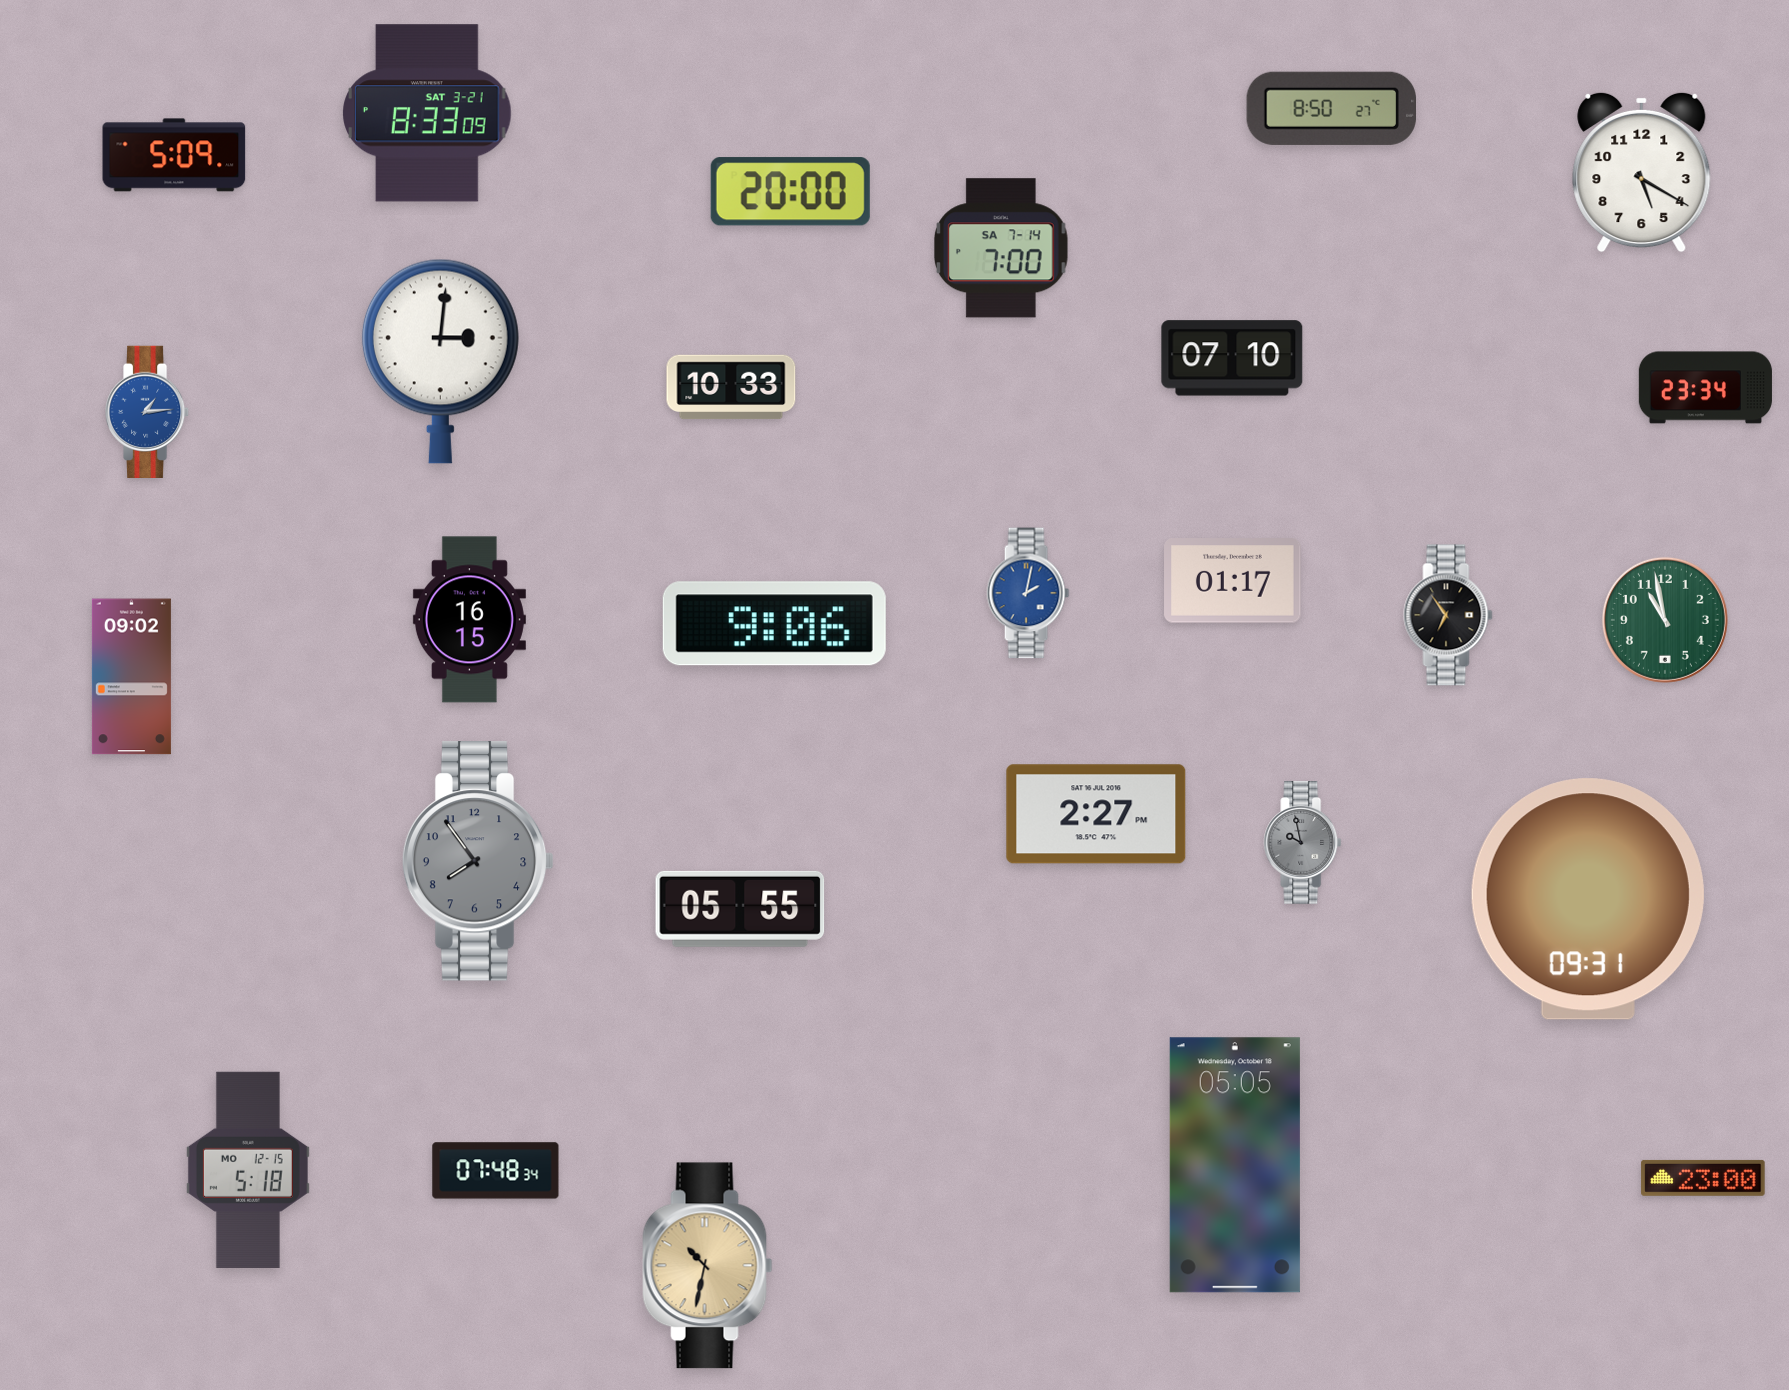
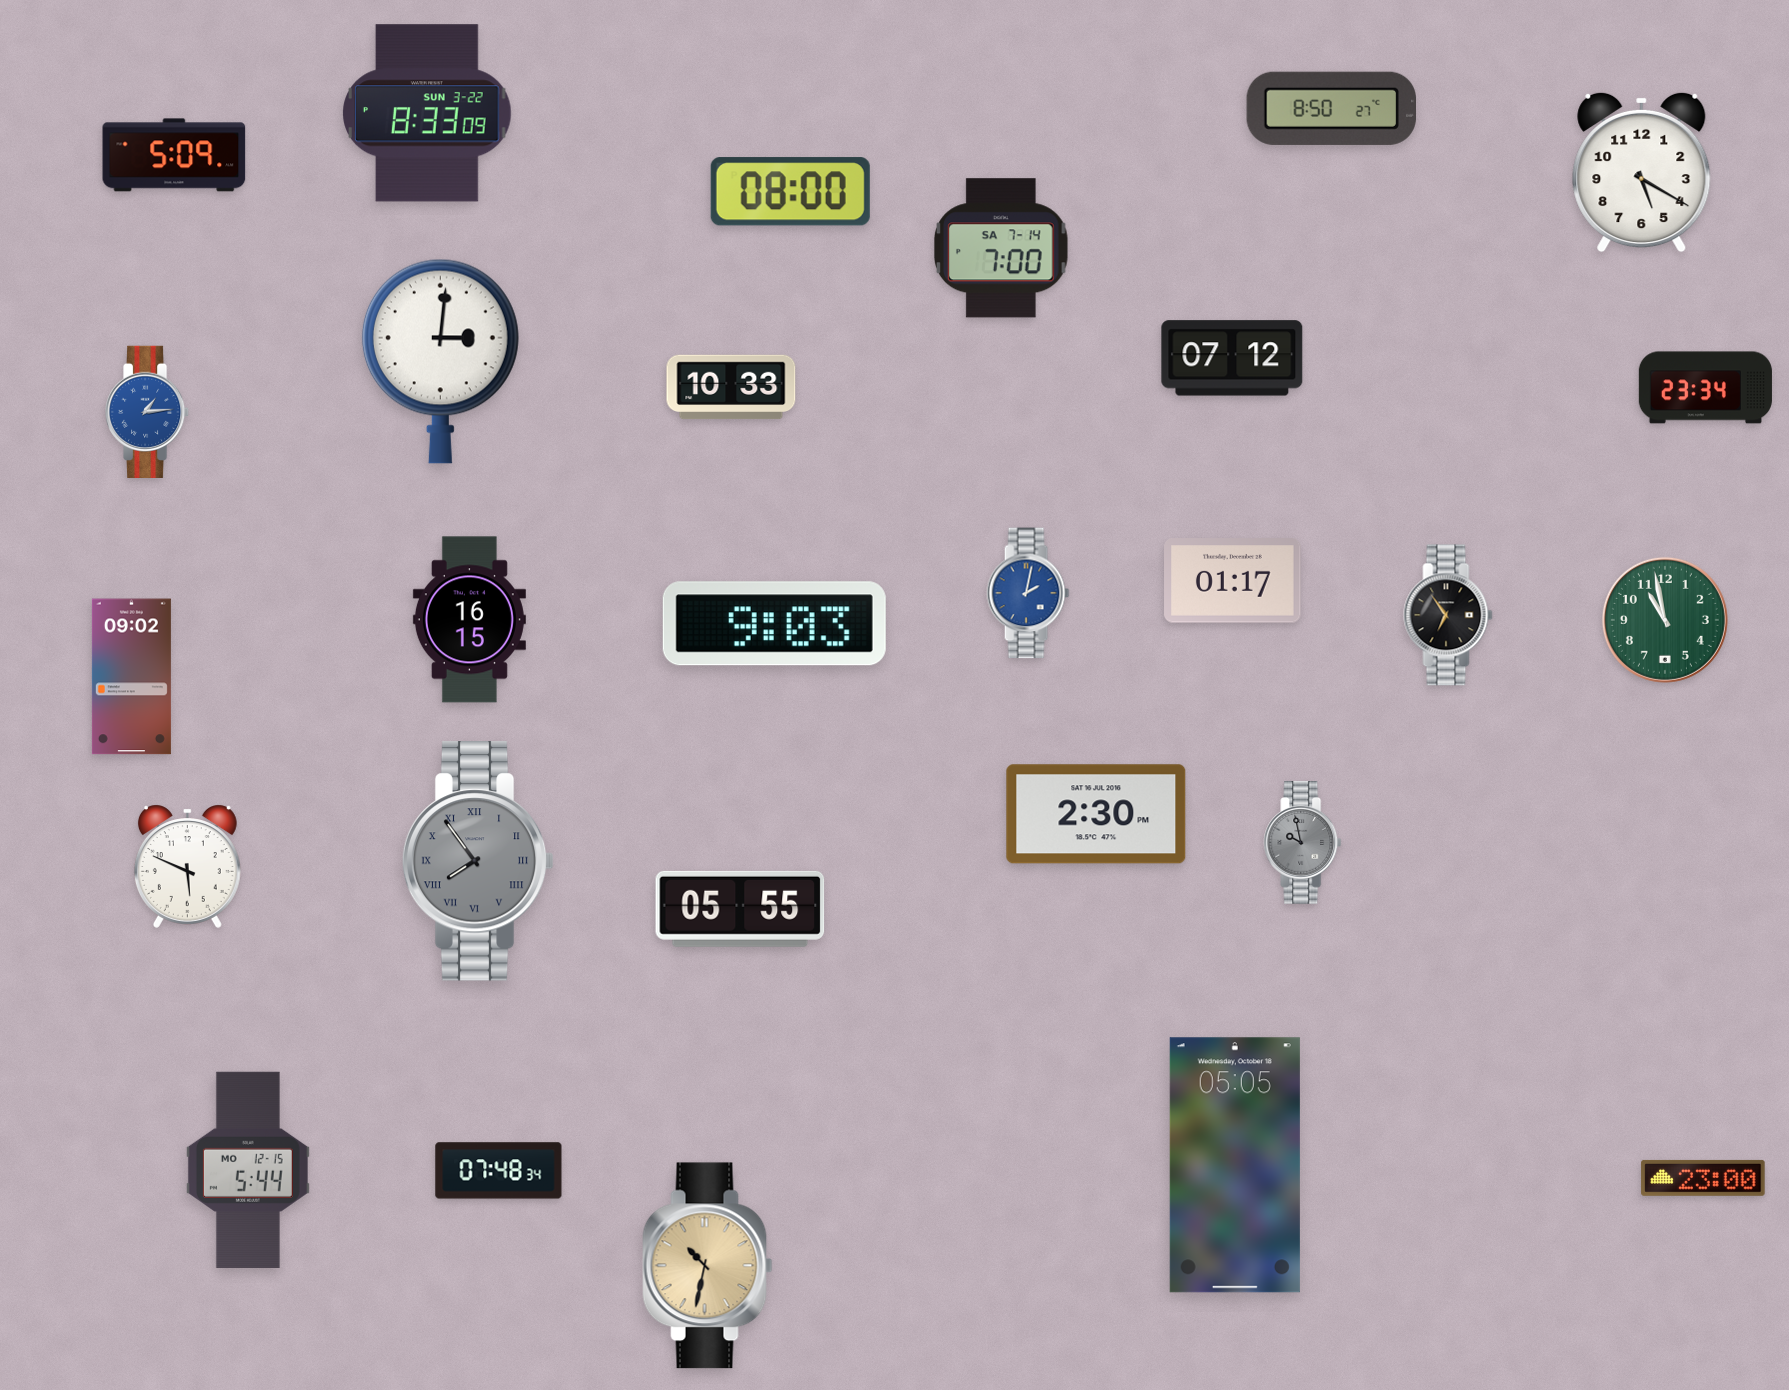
clock at (427, 113) date: SAT 3-21 -> SUN 3-22
clock at (790, 192): 20:00 -> 08:00
clock at (1232, 358): 07:10 -> 07:12
clock at (774, 624): 9:06 -> 9:03
clock at (1096, 814): 2:27 -> 2:30
clock at (478, 861) numerals: Arabic -> Roman
clock at (187, 866): none -> 5:49
clock at (1588, 899): 09:31 -> none
clock at (248, 1170): 5:18 -> 5:44
clock at (496, 1171) position: (496, 1171) -> (499, 1171)
